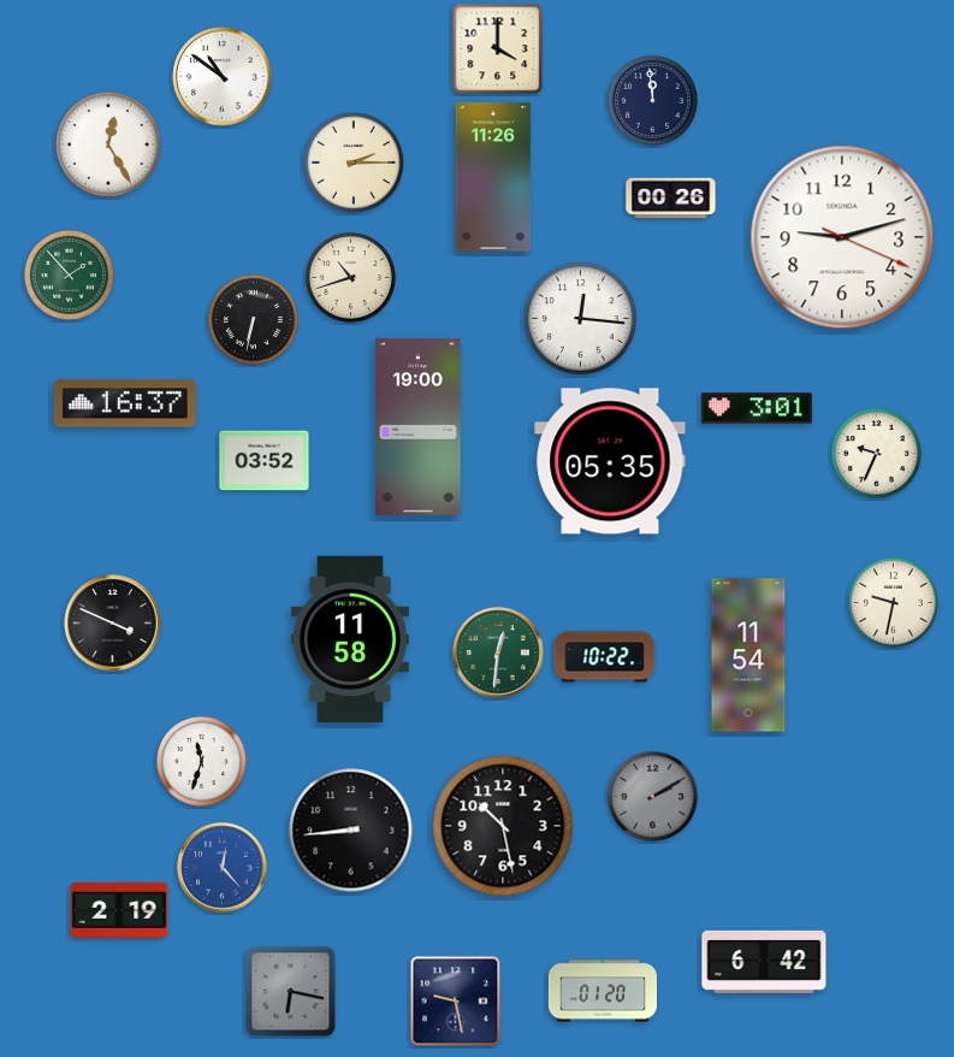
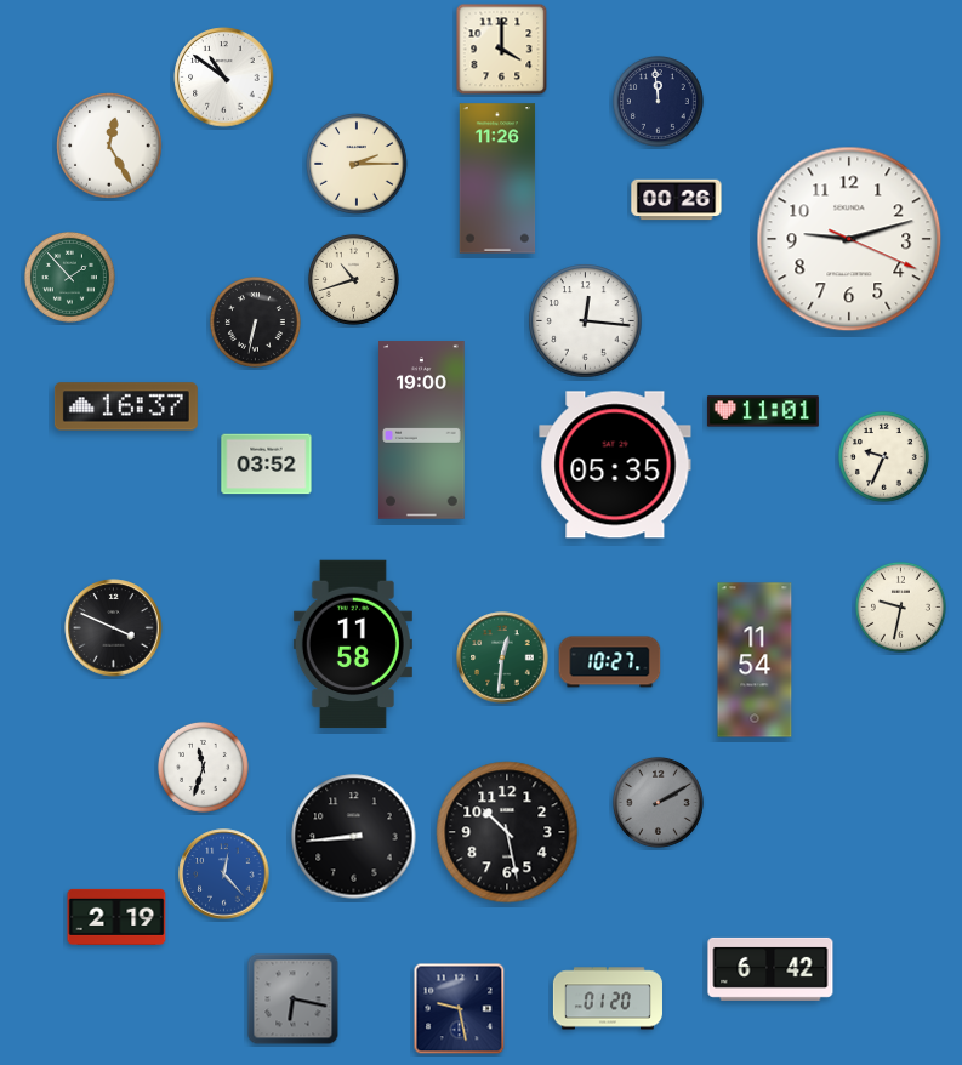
clock at (757, 408): 3:01 -> 11:01
clock at (605, 657): 10:22 -> 10:27
clock at (119, 910) position: (119, 910) -> (116, 917)
